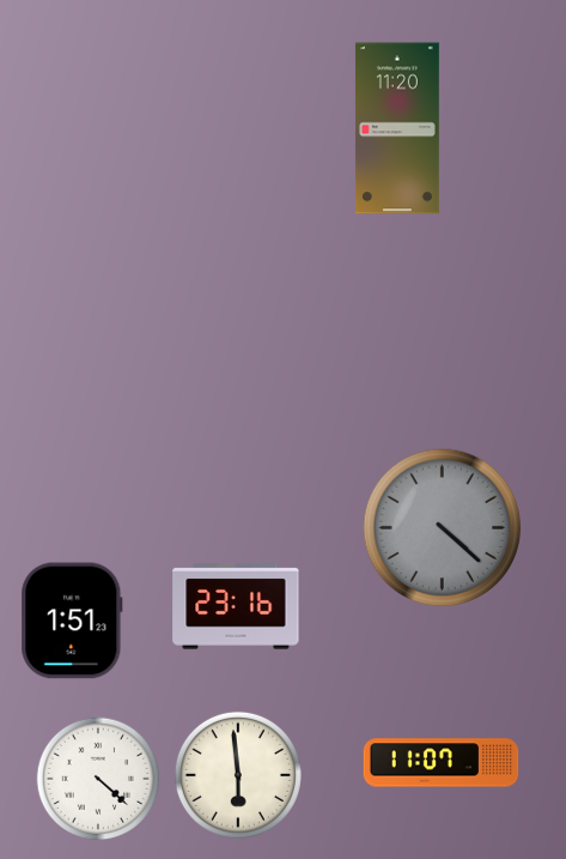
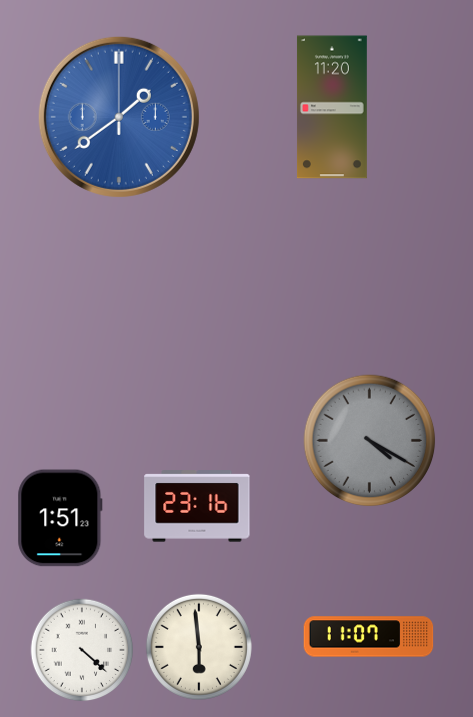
clock at (119, 117): none -> 1:39
clock at (443, 528): 4:22 -> 4:20
